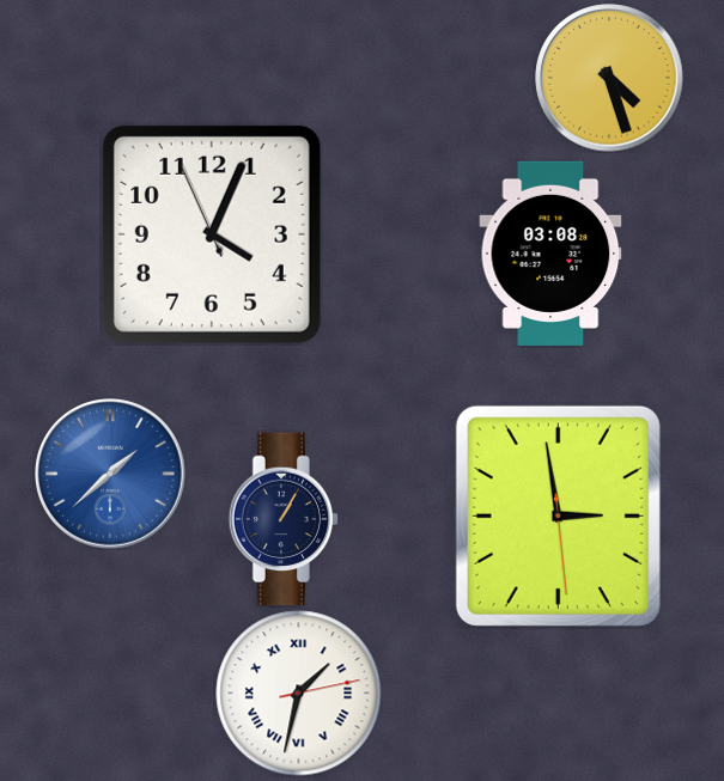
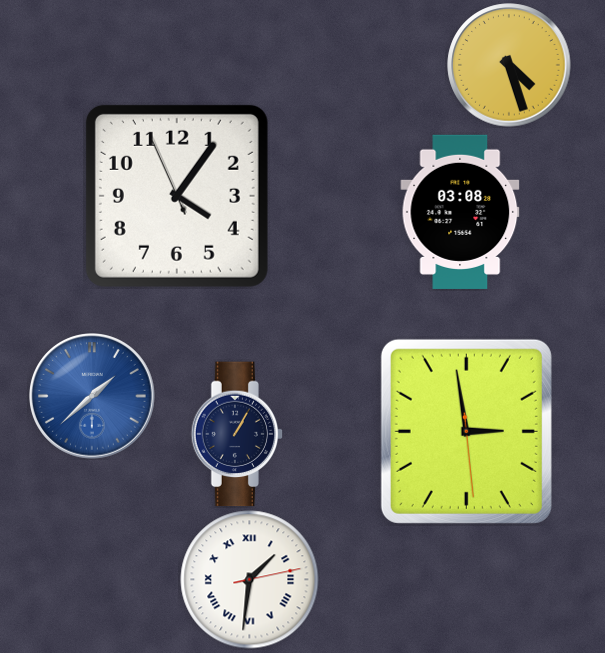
clock at (212, 234): 4:03 -> 4:05
clock at (299, 694): 1:32 -> 1:31
